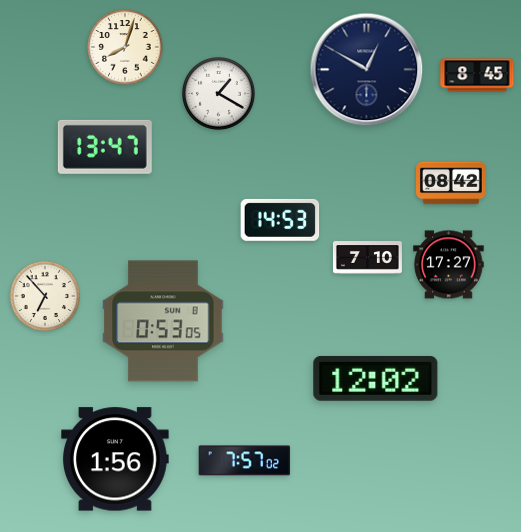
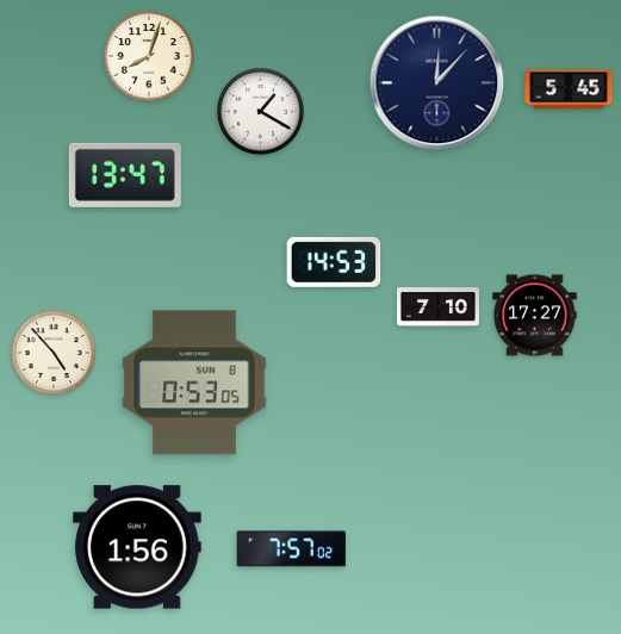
clock at (367, 70): 12:50 -> 12:07
clock at (477, 75): 8:45 -> 5:45
clock at (451, 183): 08:42 -> none
clock at (44, 295): 6:53 -> 4:53
clock at (376, 378): 12:02 -> none
